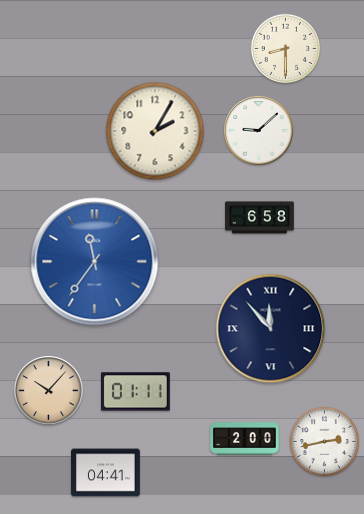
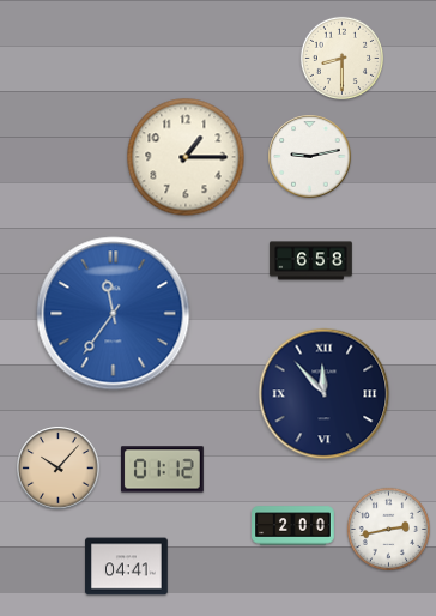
clock at (155, 131): 2:05 -> 1:15
clock at (259, 131): 9:08 -> 9:13
clock at (136, 392): 01:11 -> 01:12
